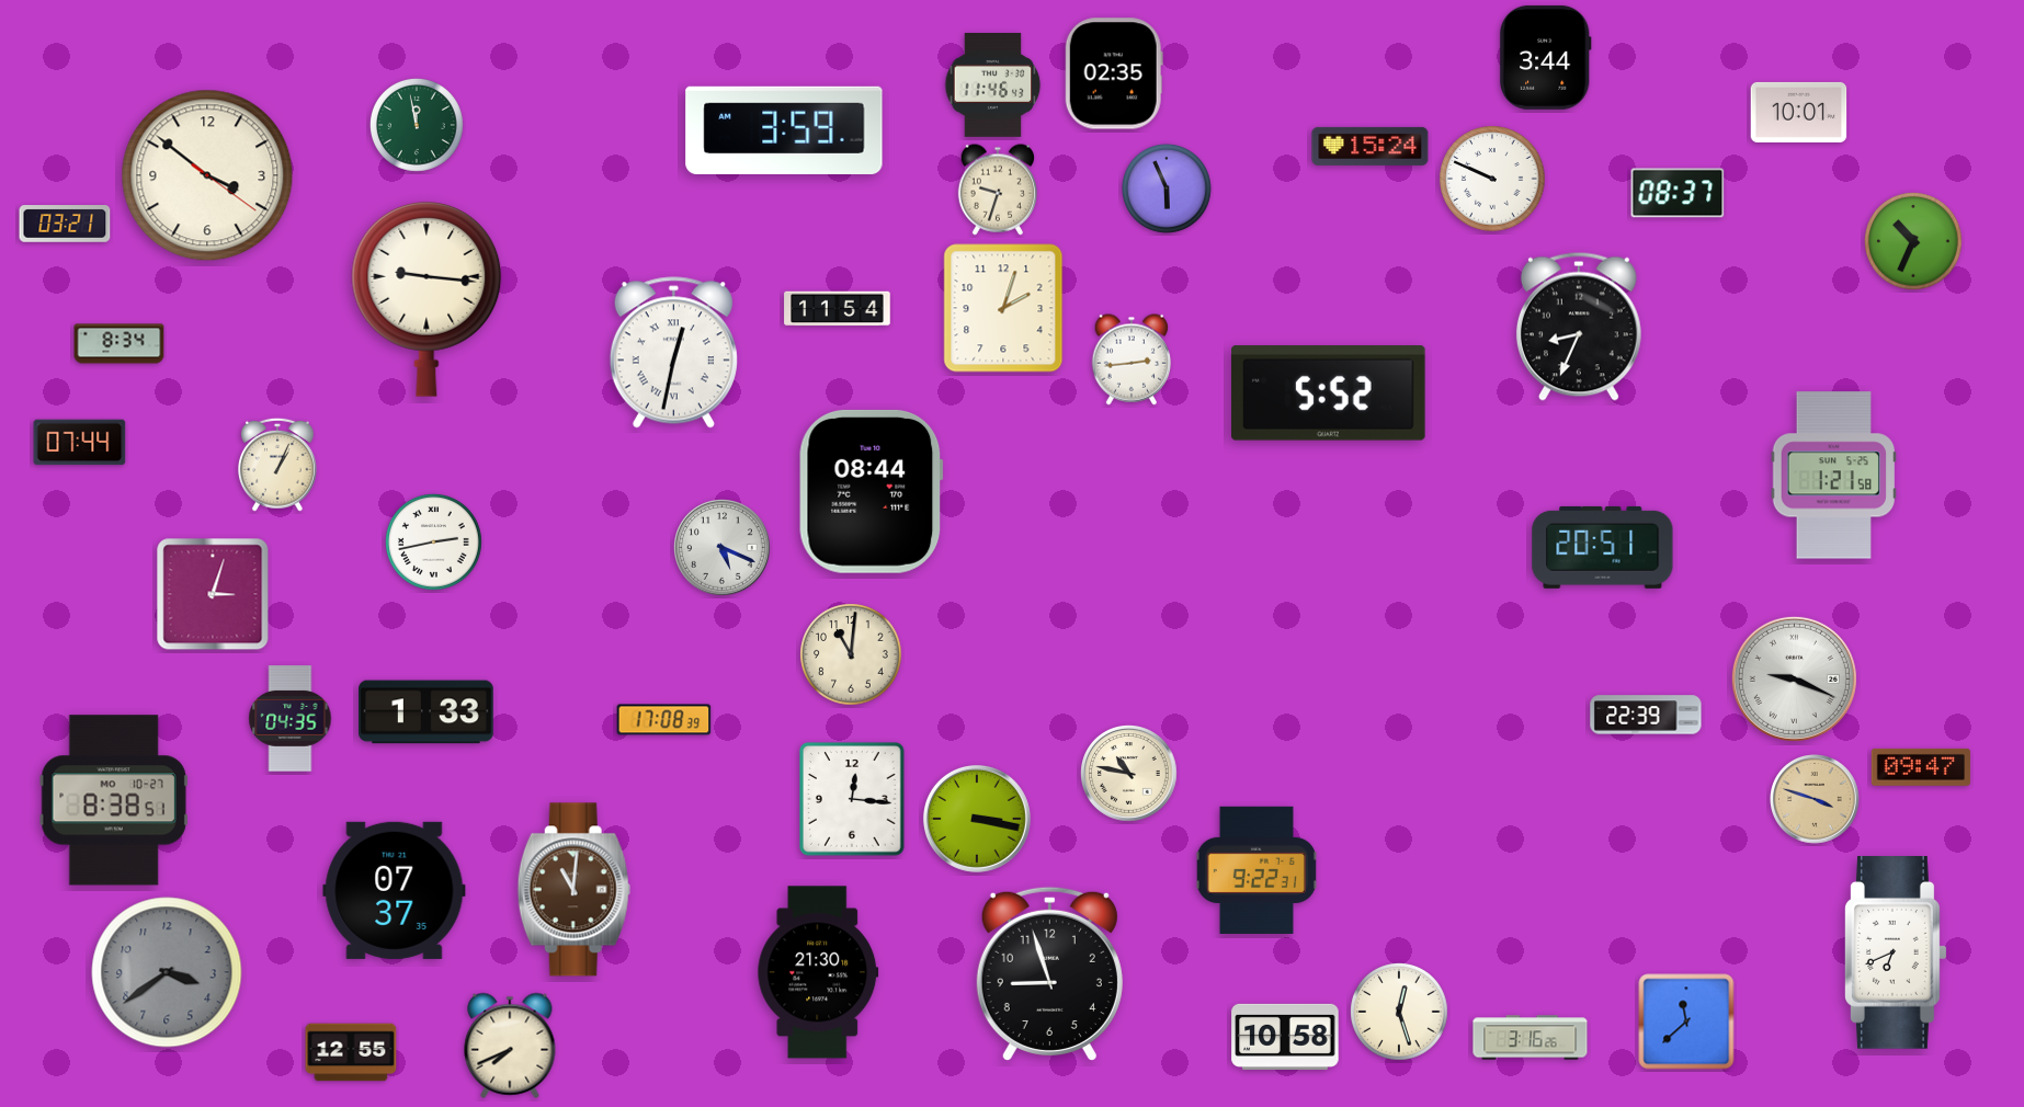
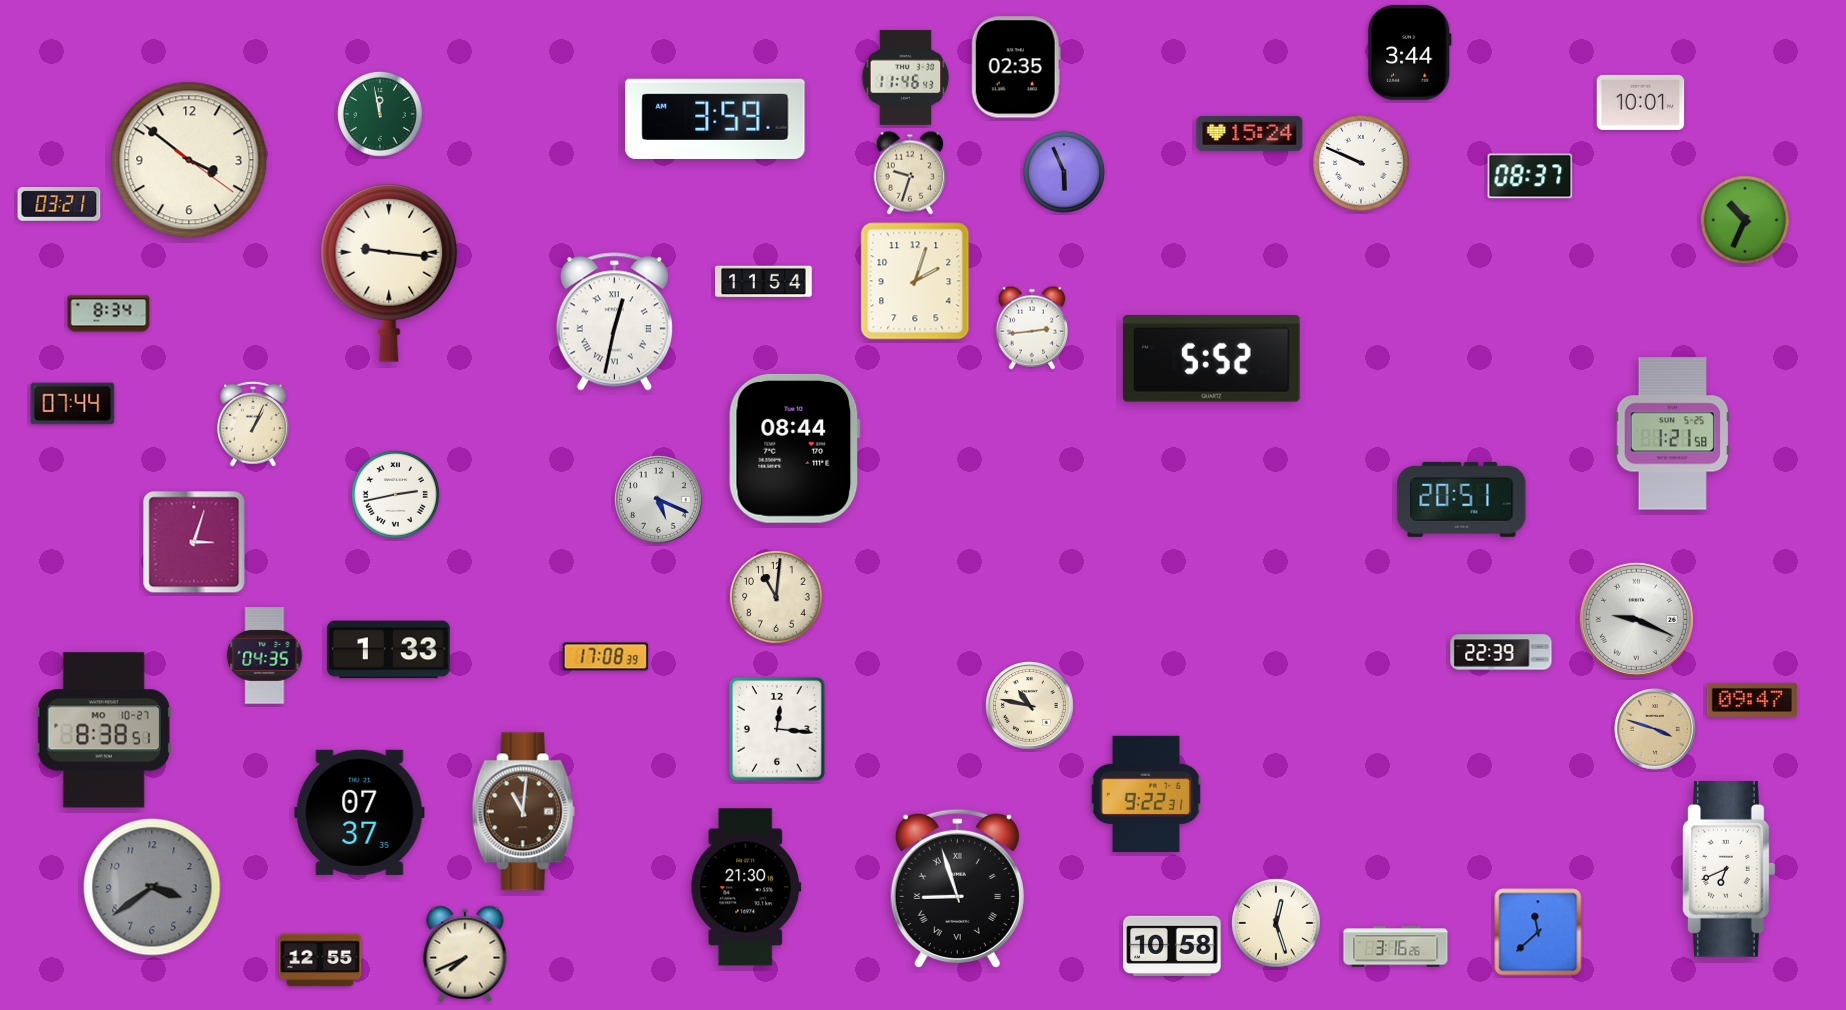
clock at (1579, 327): 8:34 -> none
clock at (977, 819): 3:17 -> none
clock at (1049, 973) numerals: Arabic -> Roman
